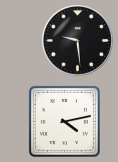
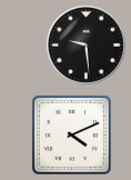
clock at (64, 121): 4:13 -> 4:11
